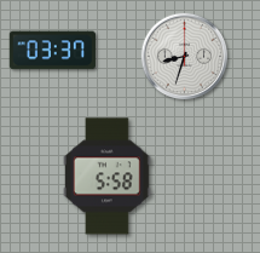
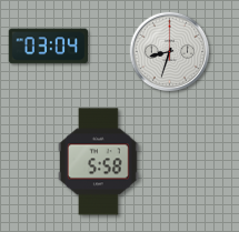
clock at (52, 51): 03:37 -> 03:04
